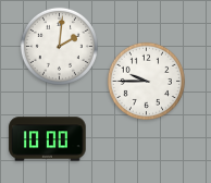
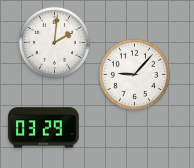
clock at (146, 81): 9:45 -> 9:07
clock at (48, 139): 10:00 -> 03:29
